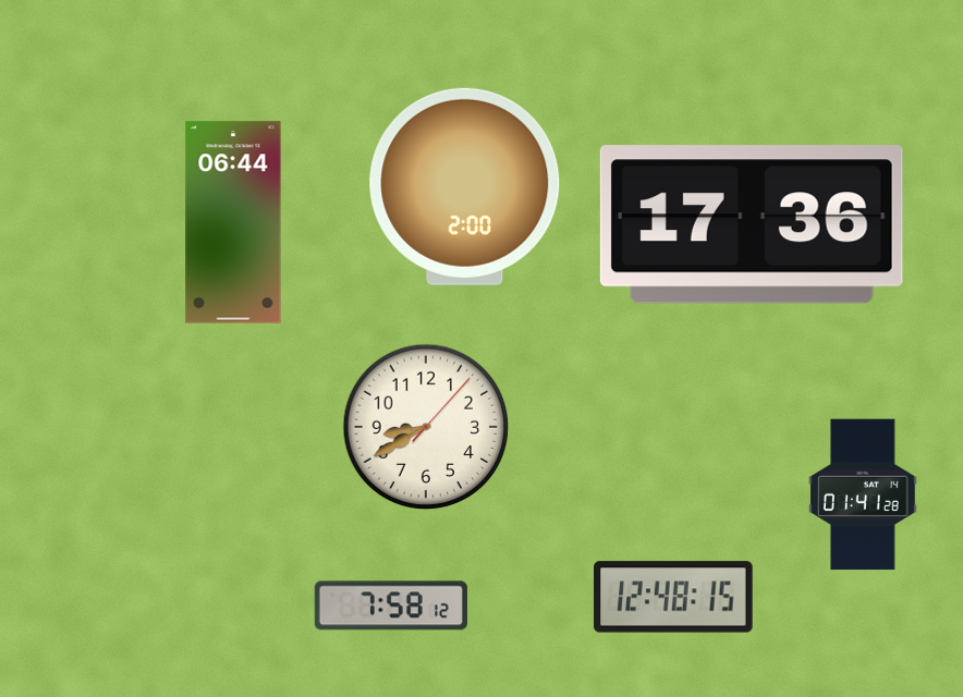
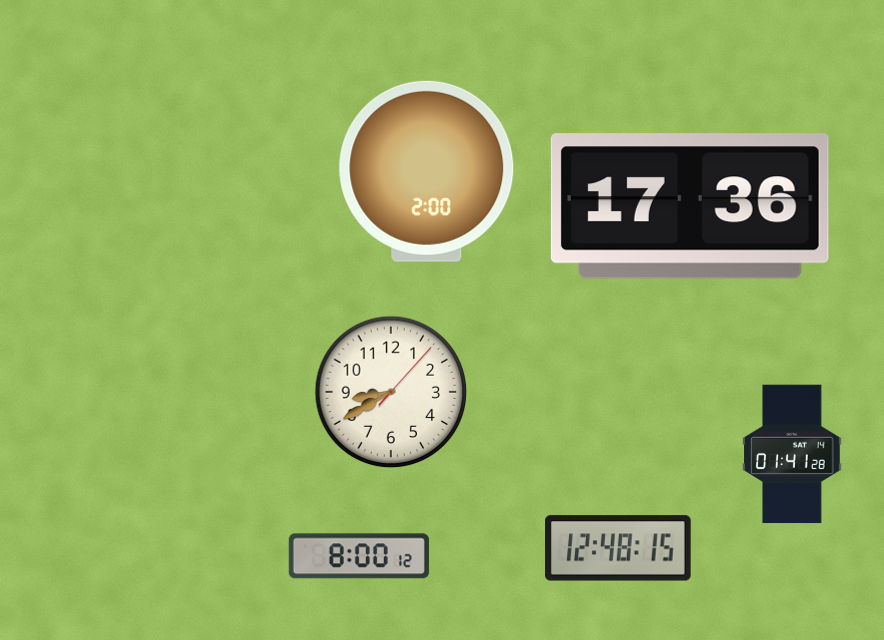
clock at (233, 222): 06:44 -> none
clock at (391, 606): 7:58 -> 8:00
